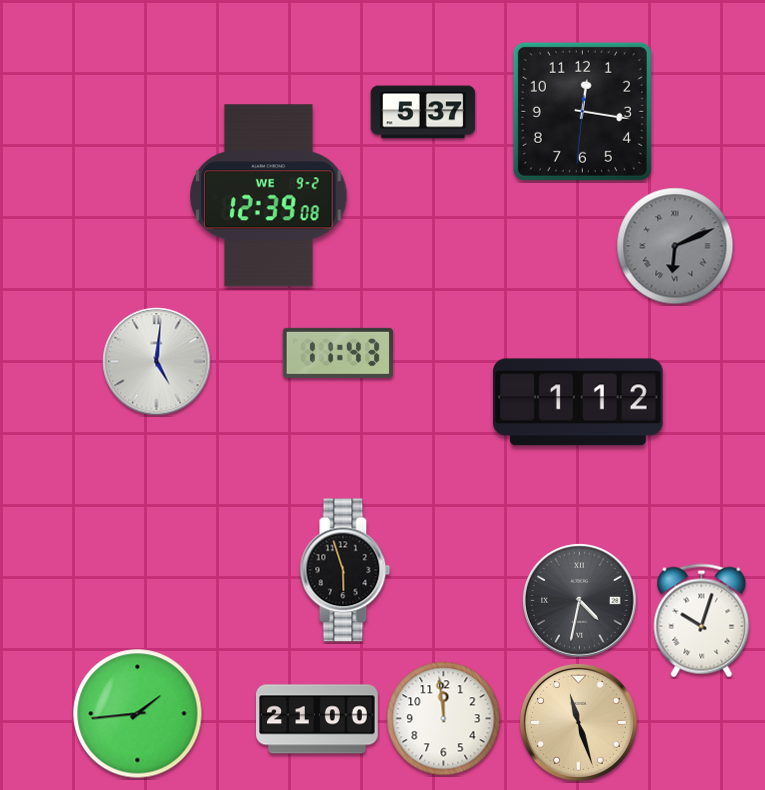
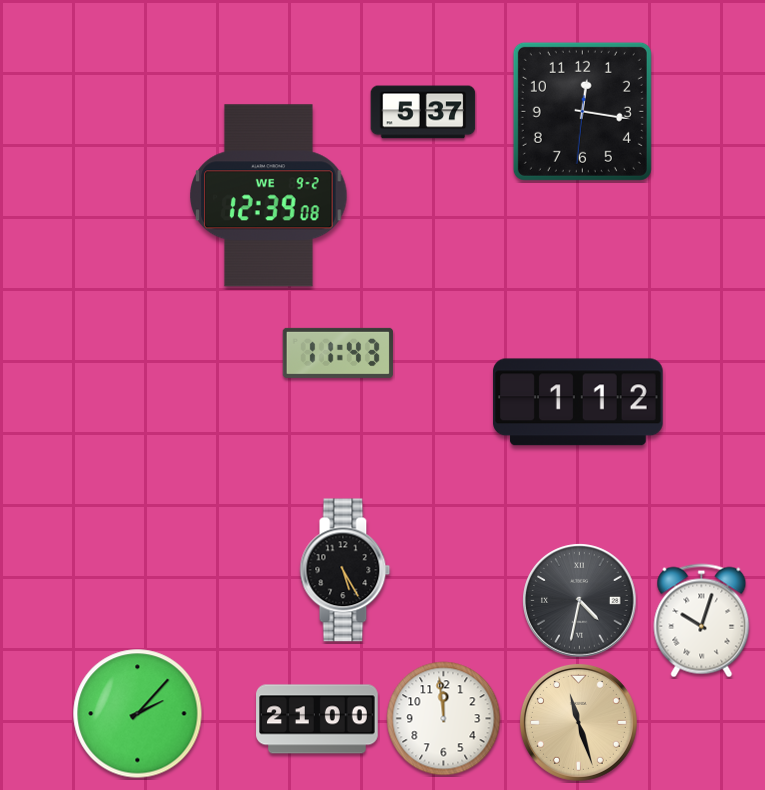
clock at (675, 246): 6:11 -> none
clock at (157, 362): 5:01 -> none
clock at (345, 570): 5:57 -> 5:25
clock at (138, 714): 1:44 -> 2:07
